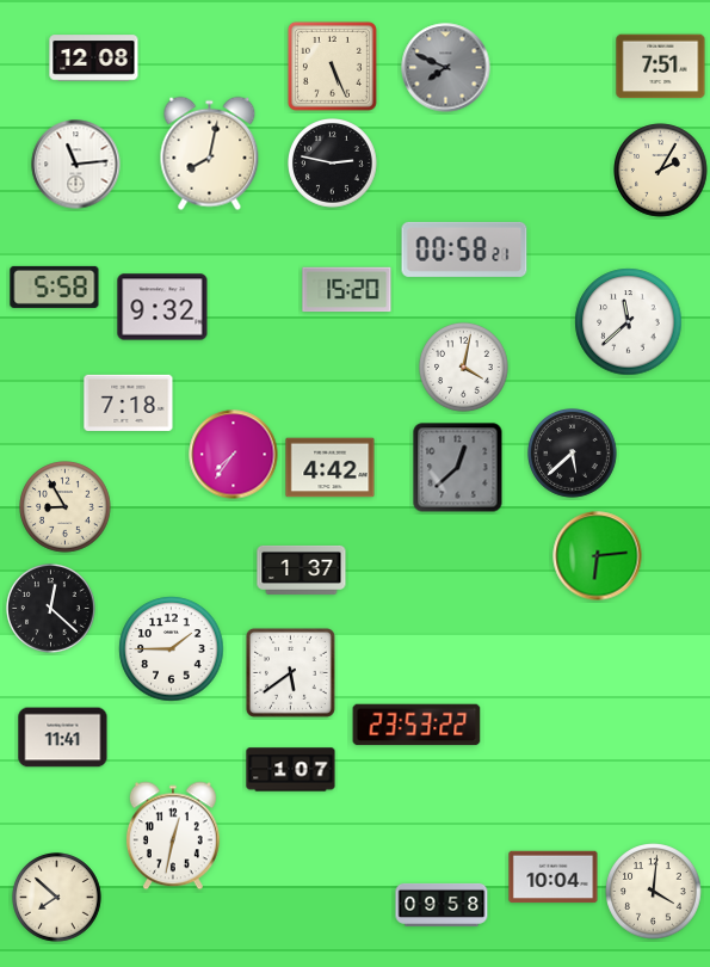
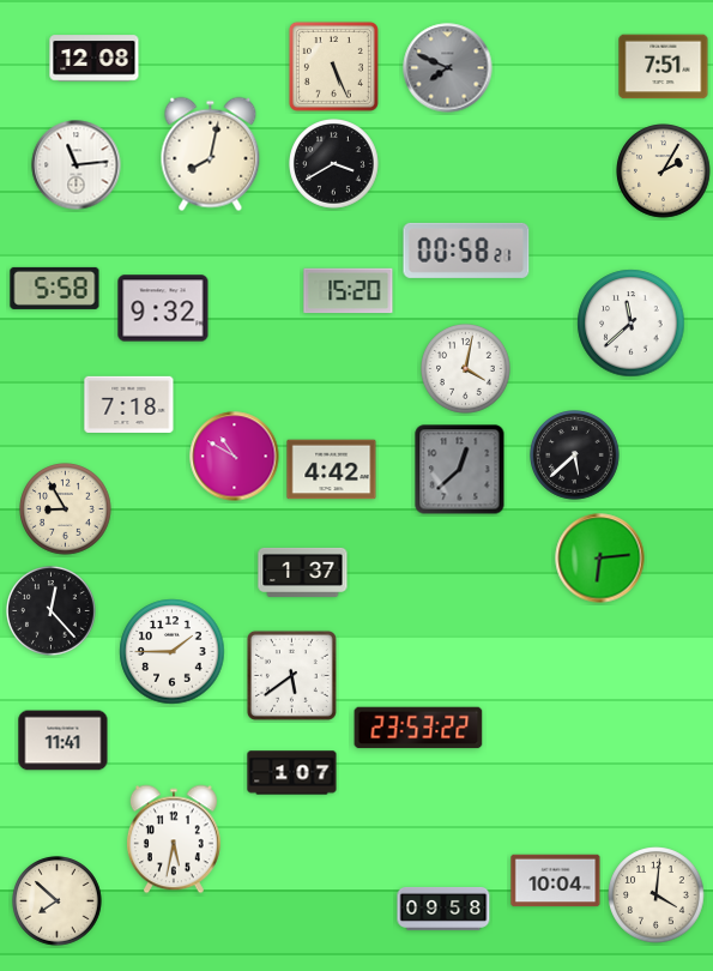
clock at (333, 164): 2:47 -> 3:40
clock at (234, 455): 7:36 -> 10:50
clock at (51, 609): 12:22 -> 12:23
clock at (173, 836): 12:32 -> 5:32
